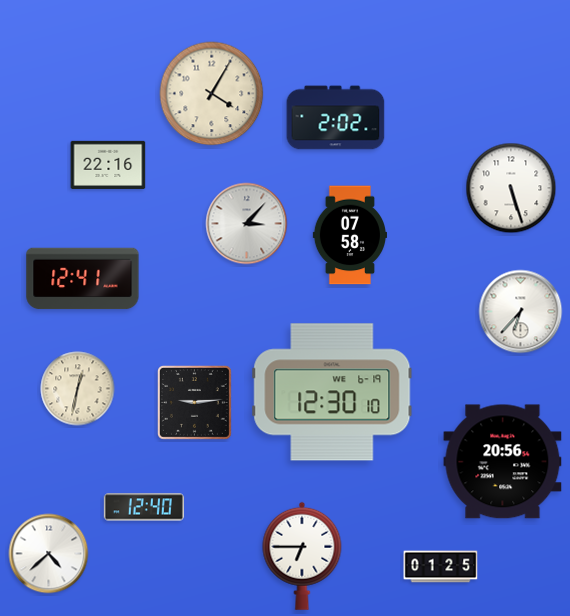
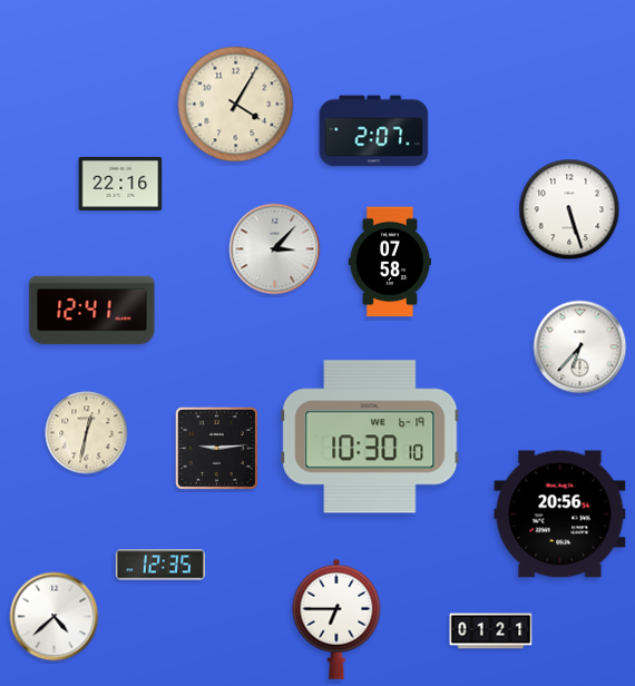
clock at (336, 118): 2:02 -> 2:07
clock at (332, 392): 12:30 -> 10:30
clock at (144, 507): 12:40 -> 12:35
clock at (441, 567): 01:25 -> 01:21
